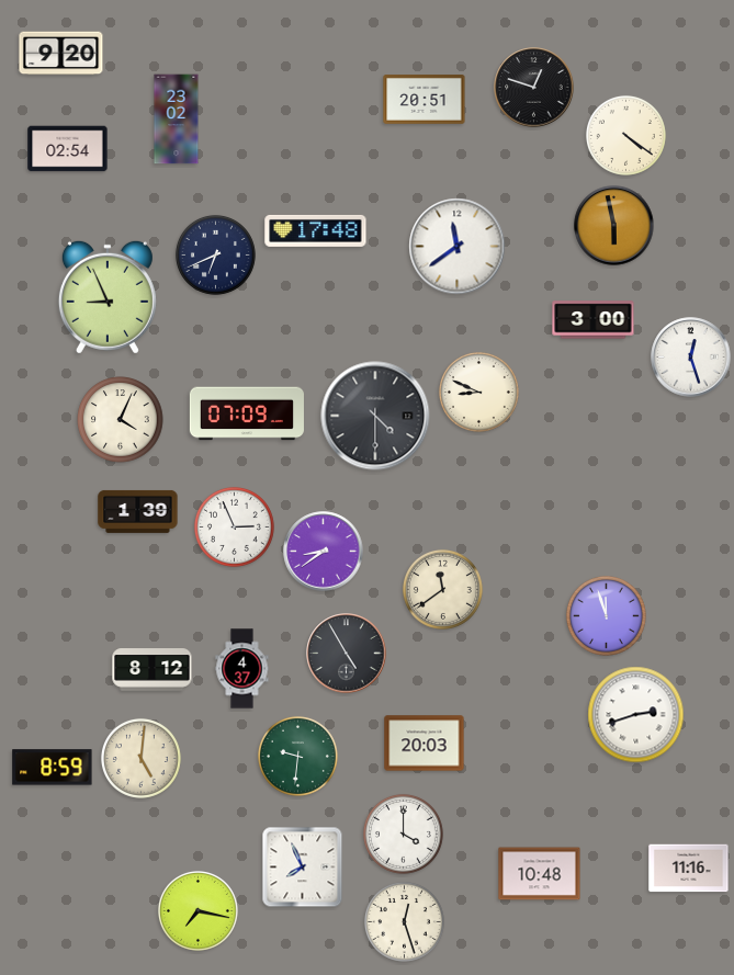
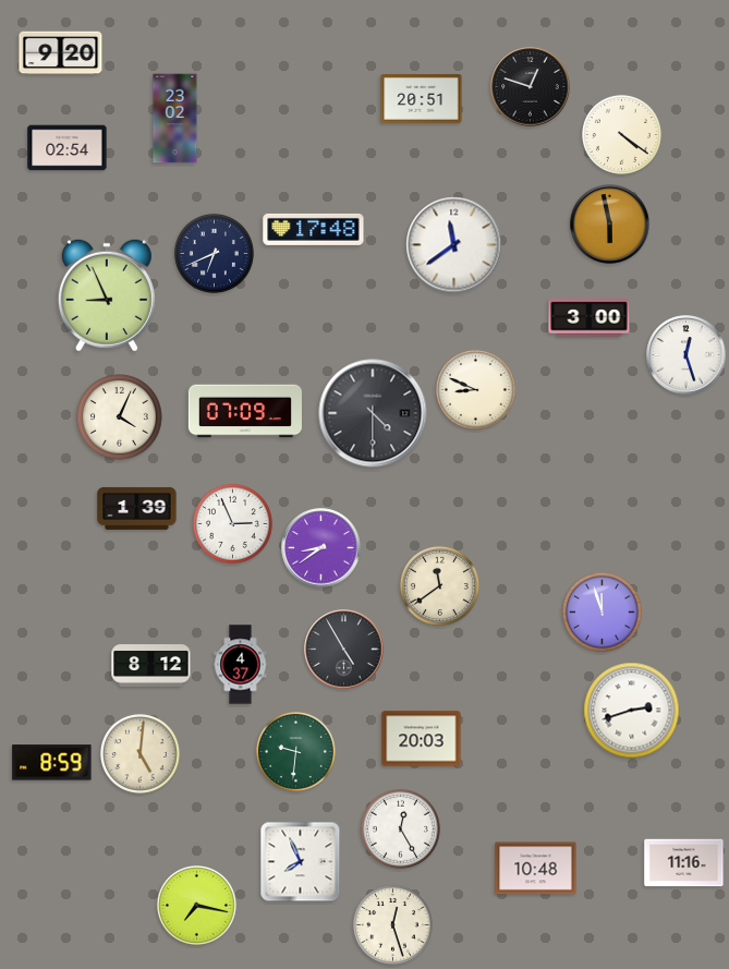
clock at (403, 834): 4:00 -> 12:25
clock at (404, 921) position: (404, 921) -> (392, 924)
